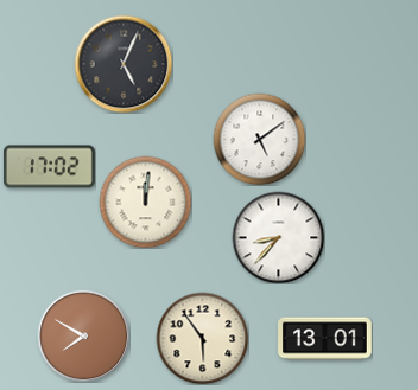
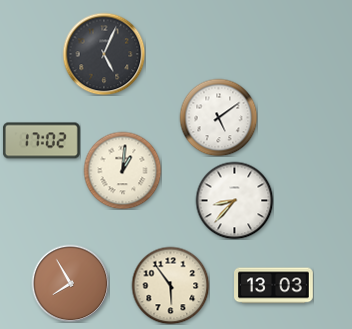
clock at (145, 202): 12:01 -> 1:01
clock at (83, 335): 7:50 -> 7:55
clock at (325, 339): 13:01 -> 13:03
